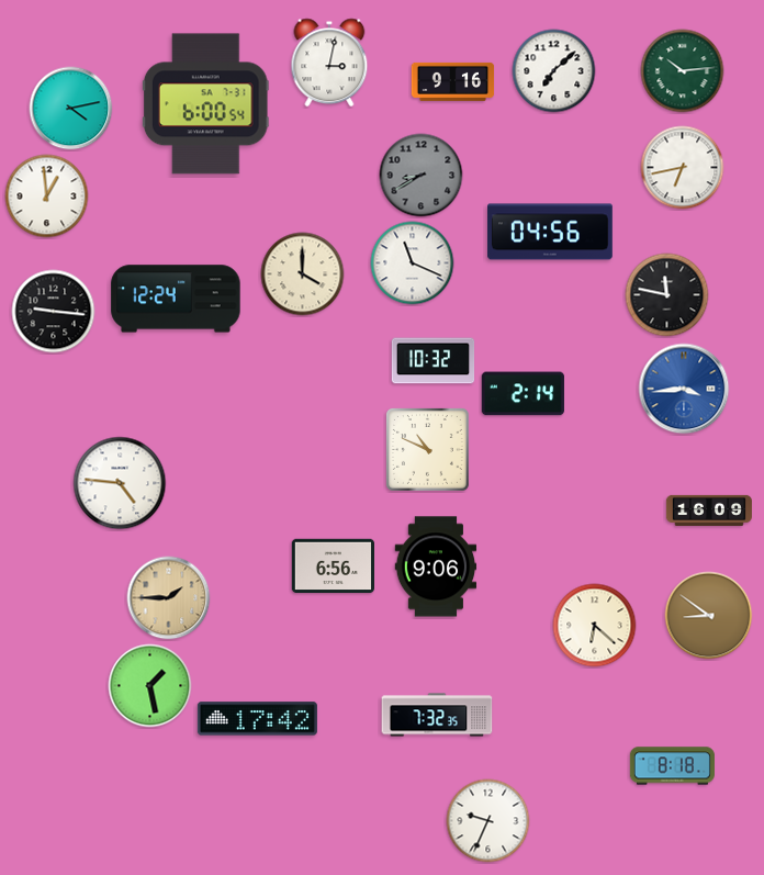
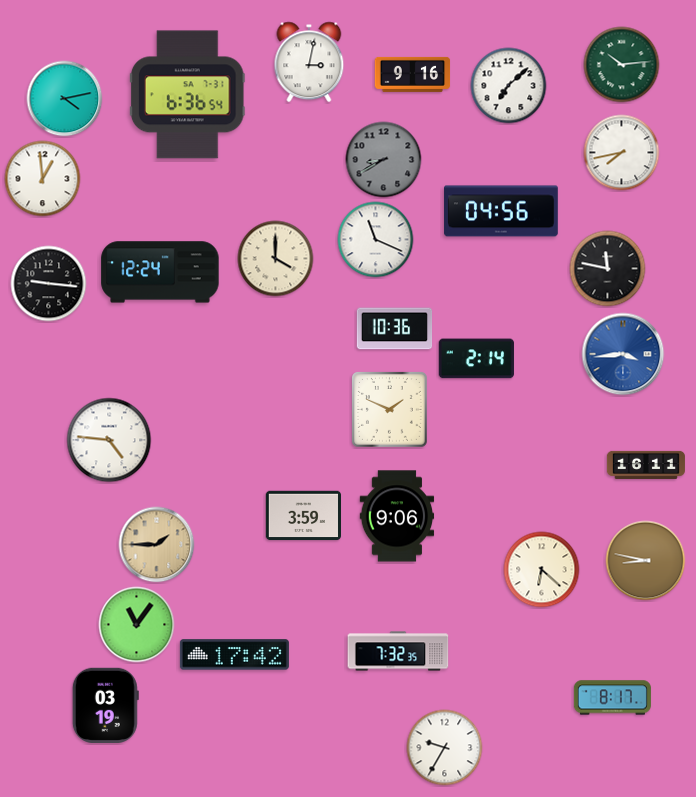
clock at (329, 63) position: (329, 63) -> (309, 62)
clock at (554, 71) position: (554, 71) -> (509, 86)
clock at (205, 104): 6:00 -> 6:36
clock at (683, 168): 6:43 -> 7:43
clock at (303, 274) position: (303, 274) -> (276, 259)
clock at (434, 361): 10:32 -> 10:36
clock at (427, 449): 10:49 -> 1:49
clock at (709, 511): 16:09 -> 16:11
clock at (333, 566): 6:56 -> 3:59
clock at (169, 598) position: (169, 598) -> (157, 545)
clock at (709, 616): 8:51 -> 8:47
clock at (150, 686): 1:28 -> 11:06
clock at (672, 766): 8:18 -> 8:17
clock at (105, 705): none -> 03:19
clock at (488, 821): 9:34 -> 9:35
